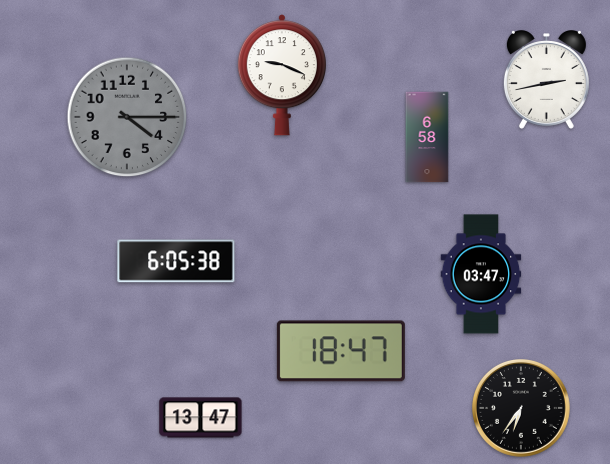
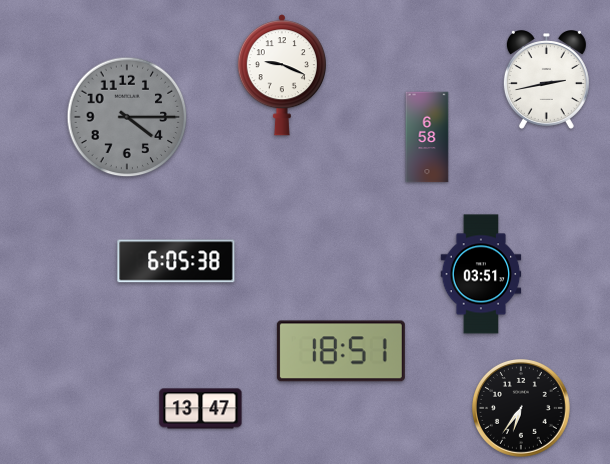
clock at (481, 274): 03:47 -> 03:51
clock at (341, 351): 18:47 -> 18:51
clock at (201, 418) position: (201, 418) -> (201, 409)
